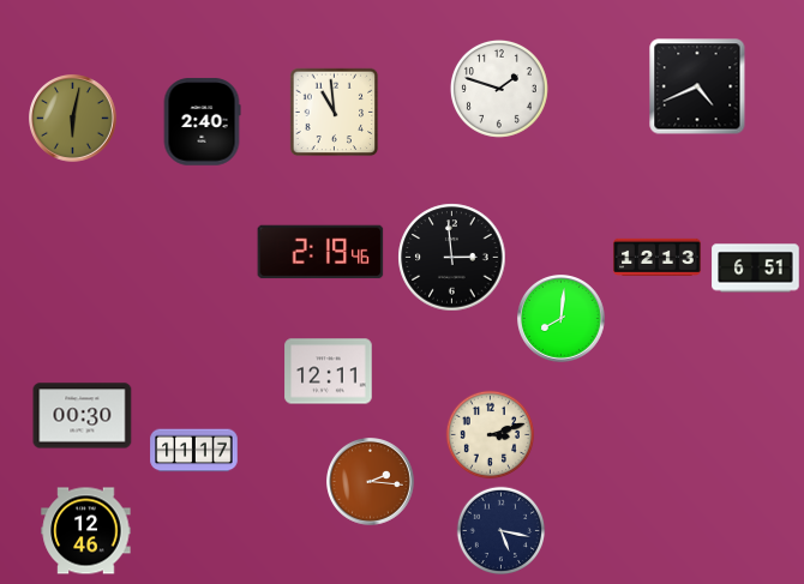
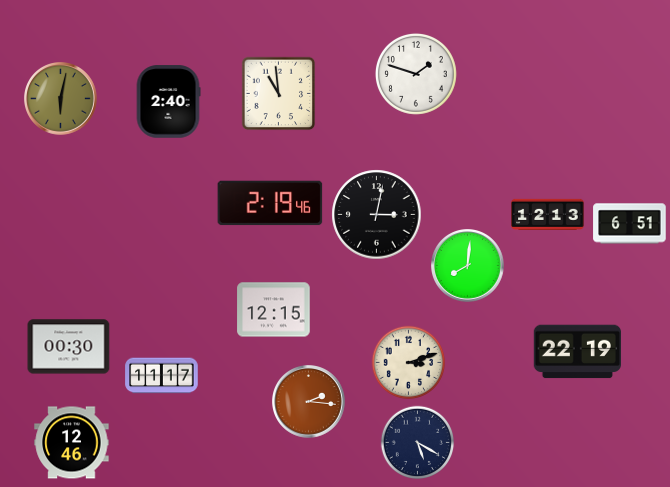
clock at (697, 86): 4:41 -> none
clock at (320, 252) position: (320, 252) -> (270, 203)
clock at (452, 258): 2:59 -> 3:02
clock at (329, 372): 12:11 -> 12:15
clock at (577, 352): none -> 22:19
clock at (502, 531): 5:17 -> 5:20
